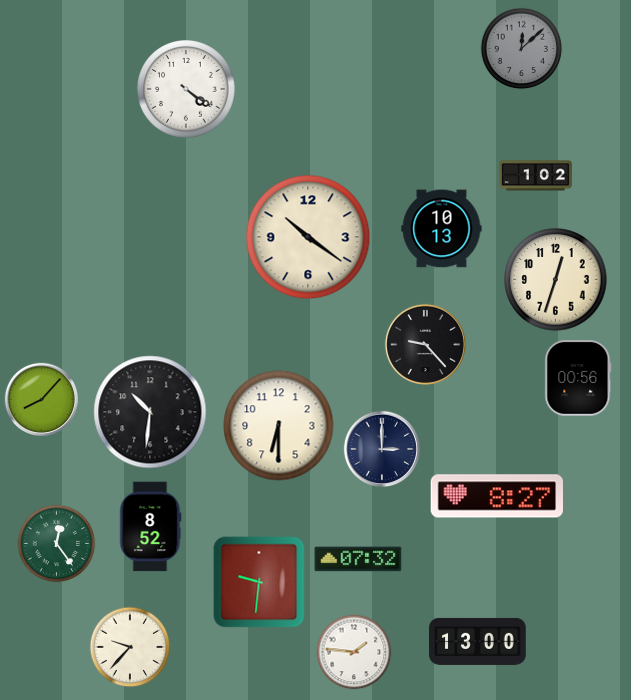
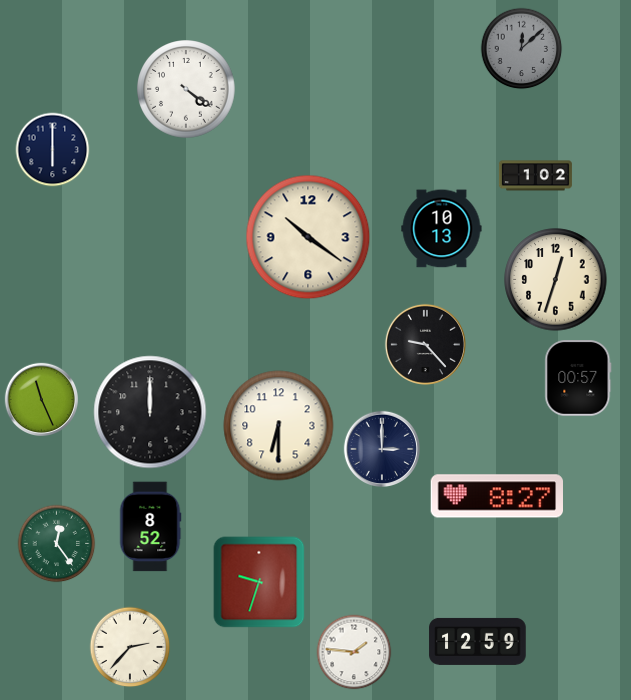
clock at (53, 150): none -> 6:00
clock at (578, 378): 00:56 -> 00:57
clock at (41, 399): 8:07 -> 11:26
clock at (150, 412): 10:31 -> 12:00
clock at (358, 559): 07:32 -> none
clock at (259, 582): 9:31 -> 9:33
clock at (478, 641): 13:00 -> 12:59
clock at (130, 647): 9:37 -> 2:37
